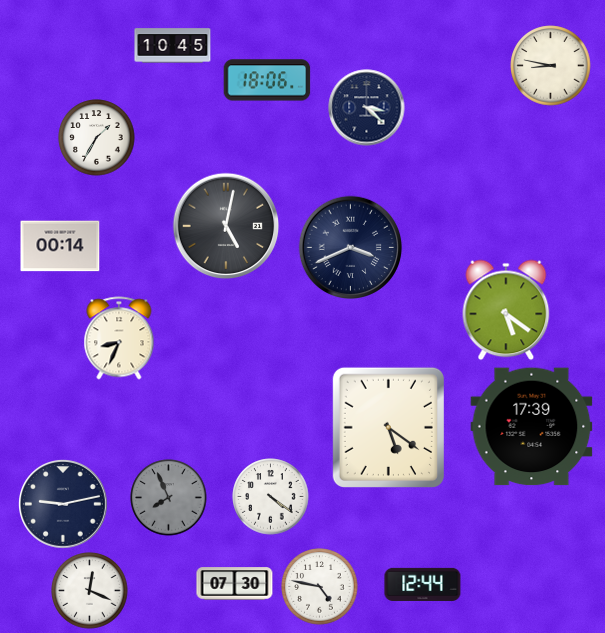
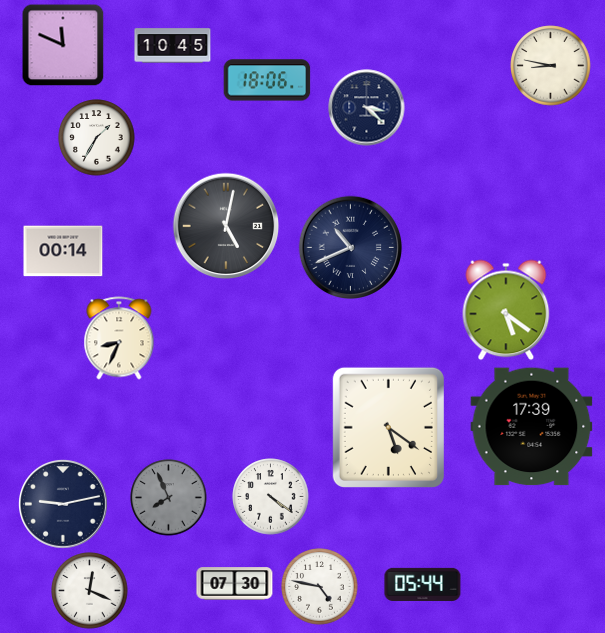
clock at (63, 45): none -> 11:49
clock at (60, 246) position: (60, 246) -> (63, 251)
clock at (351, 248): 3:41 -> 10:41
clock at (423, 584): 12:44 -> 05:44
